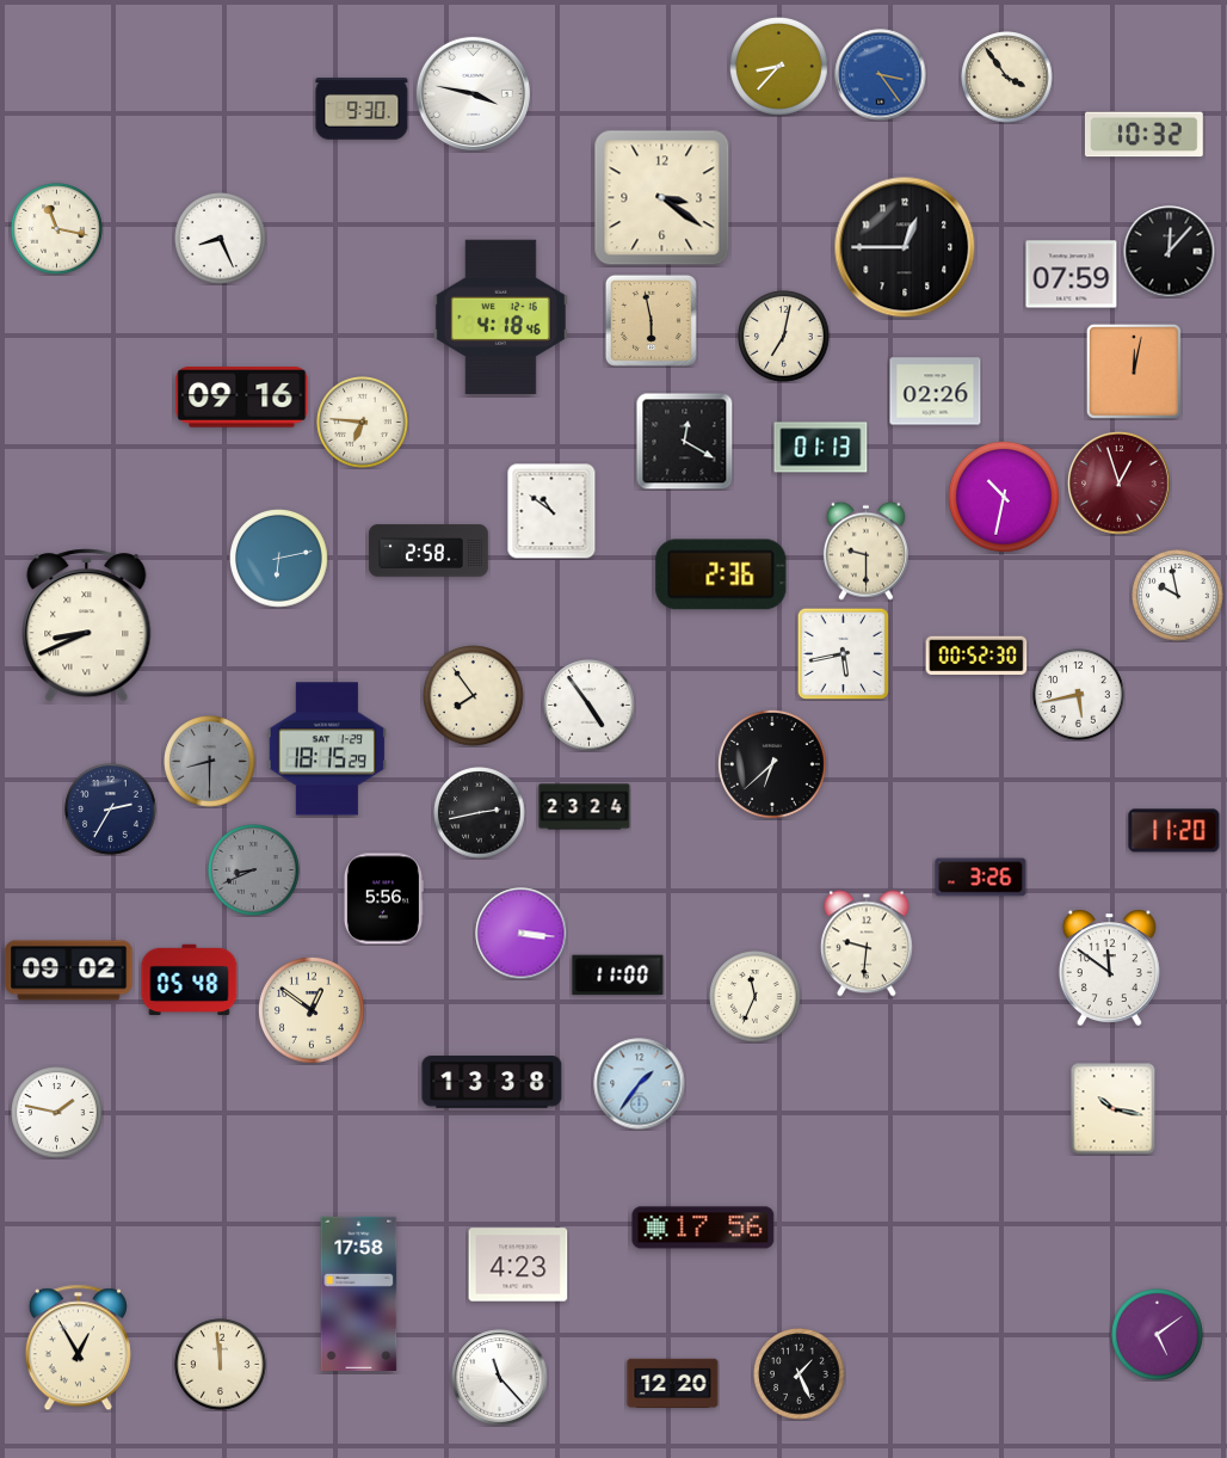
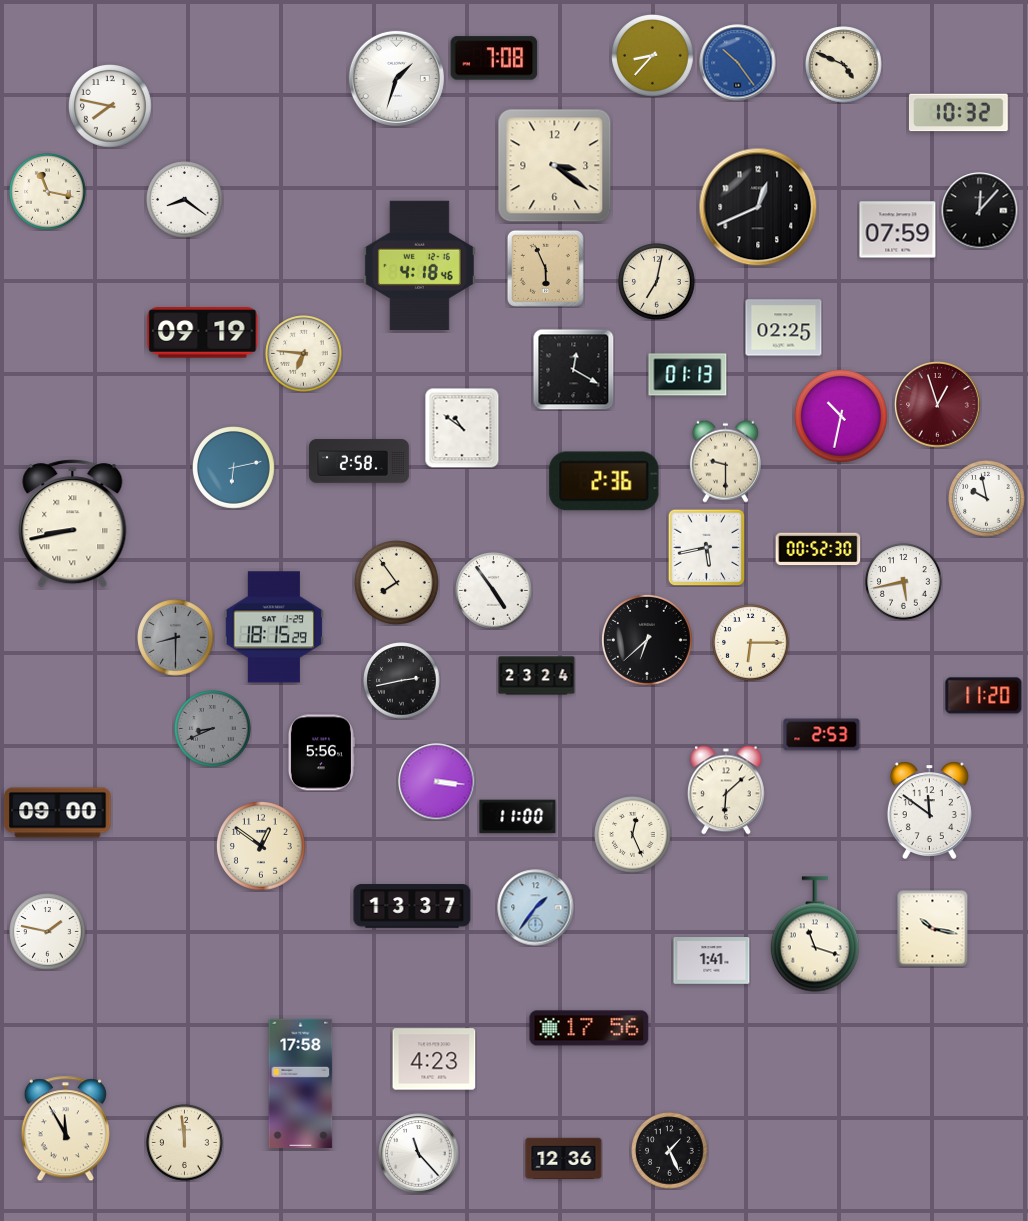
clock at (494, 58): none -> 7:08
clock at (881, 75): 3:24 -> 10:24
clock at (1007, 78): 3:54 -> 4:49
clock at (473, 93): 3:47 -> 1:33
clock at (362, 109): 9:30 -> none
clock at (111, 107): none -> 7:47
clock at (221, 239): 8:26 -> 8:21
clock at (905, 247): 12:45 -> 12:41
clock at (651, 320): 5:58 -> 5:56
clock at (1134, 371): 12:02 -> none
clock at (936, 392): 02:26 -> 02:25
clock at (242, 398): 09:16 -> 09:19
clock at (87, 626): 8:41 -> 8:43
clock at (751, 643): none -> 6:15
clock at (585, 807) position: (585, 807) -> (537, 676)
clock at (111, 810): 2:35 -> none
clock at (981, 878): 3:26 -> 2:53
clock at (867, 943): 9:31 -> 6:08
clock at (69, 971): 09:02 -> 09:00
clock at (190, 980): 05:48 -> none
clock at (756, 997): 11:34 -> 12:26
clock at (492, 1082): 13:38 -> 13:37
clock at (815, 934): none -> 11:18
clock at (712, 961): none -> 1:41
clock at (1158, 1335): 5:09 -> none
clock at (78, 1348): 12:55 -> 11:55
clock at (673, 1383): 12:20 -> 12:36
